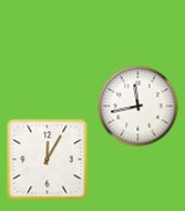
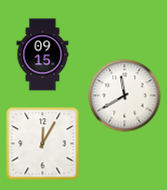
clock at (43, 55): none -> 09:15
clock at (138, 107): 11:43 -> 11:40
